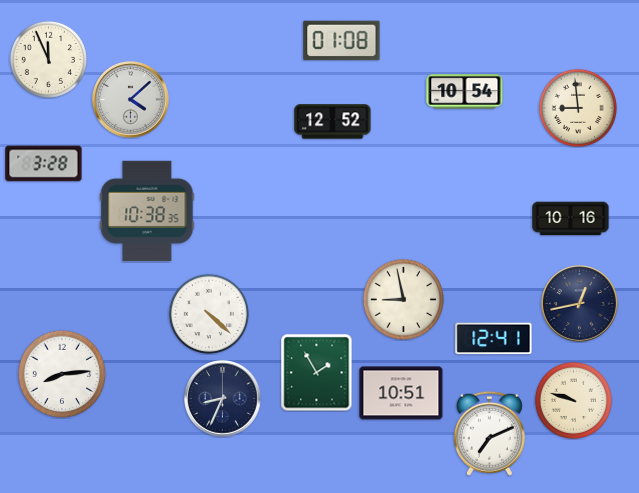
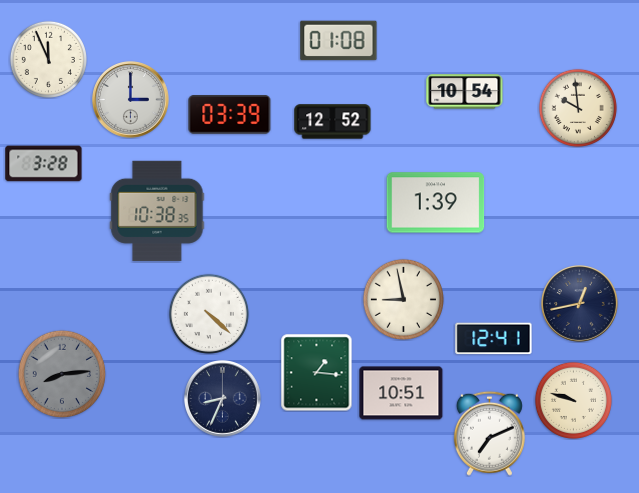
clock at (342, 41) position: (342, 41) -> (339, 41)
clock at (131, 100): 4:08 -> 3:00
clock at (578, 108): 8:59 -> 9:59
clock at (230, 115): none -> 03:39
clock at (436, 203): none -> 1:39
clock at (147, 211) position: (147, 211) -> (157, 211)
clock at (571, 219): 10:16 -> none
clock at (317, 372): 1:55 -> 1:16
clock at (62, 374) dial: white -> grey
